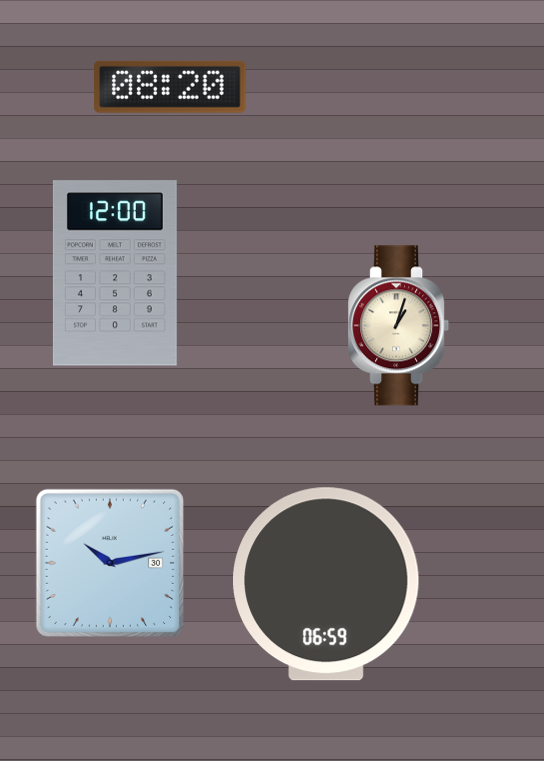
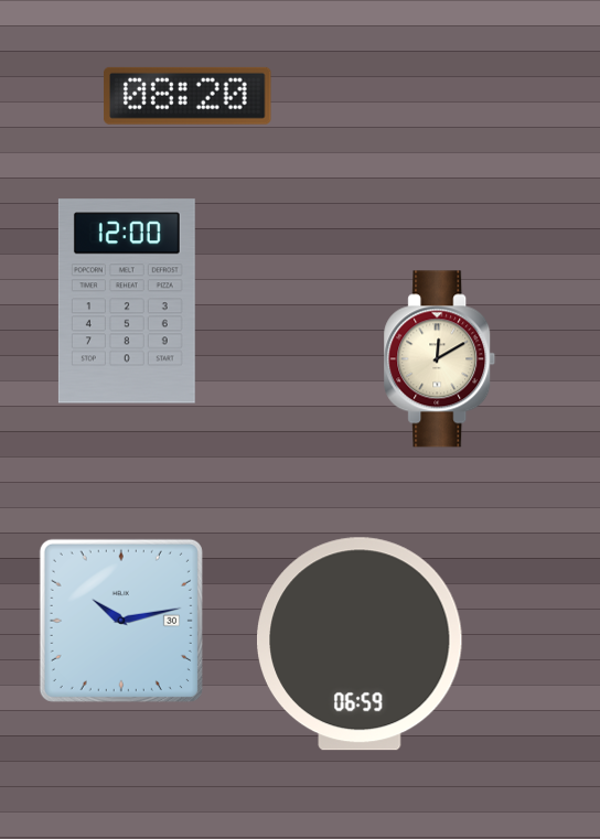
clock at (399, 326): 1:03 -> 12:10
